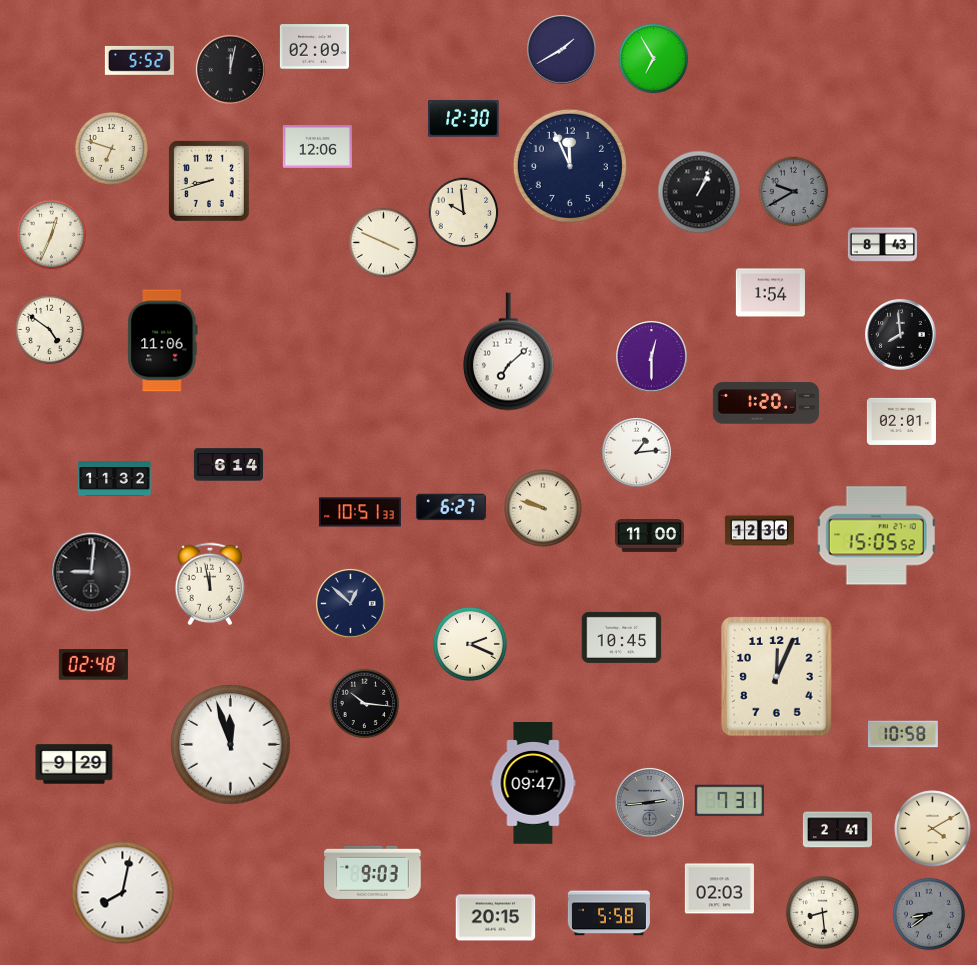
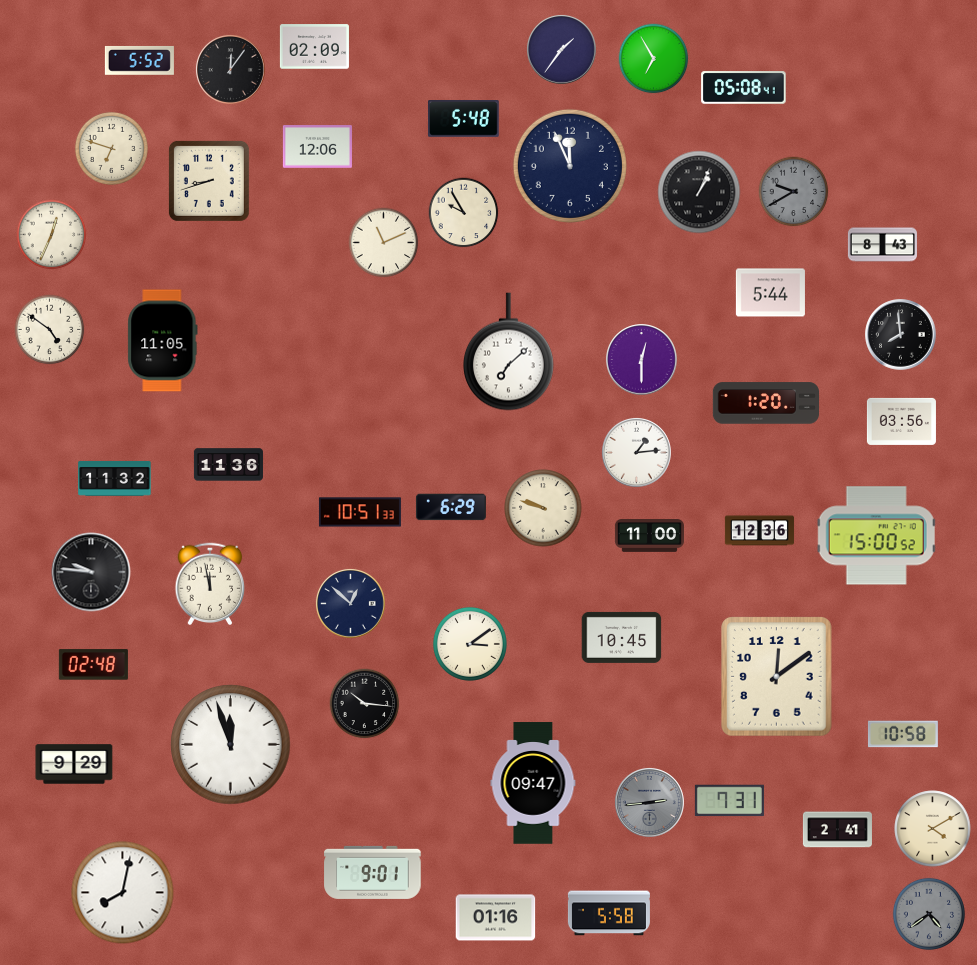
clock at (561, 49): 1:40 -> 1:36
clock at (230, 69): 12:02 -> 12:06
clock at (744, 88): none -> 05:08
clock at (464, 119): 12:30 -> 5:48
clock at (464, 213): 9:59 -> 9:55
clock at (384, 243): 3:49 -> 11:11
clock at (770, 293): 1:54 -> 5:44
clock at (163, 341): 11:06 -> 11:05
clock at (652, 357) position: (652, 357) -> (642, 360)
clock at (901, 421): 02:01 -> 03:56
clock at (228, 465): 6:14 -> 11:36
clock at (451, 507): 6:27 -> 6:29
clock at (877, 536): 15:05 -> 15:00
clock at (91, 572): 9:01 -> 9:46
clock at (470, 644): 2:19 -> 3:09
clock at (777, 677): 12:04 -> 12:09
clock at (373, 872): 9:03 -> 9:01
clock at (719, 889): 02:03 -> none
clock at (822, 912): 8:29 -> none
clock at (929, 914): 8:39 -> 4:39
clock at (496, 918): 20:15 -> 01:16
